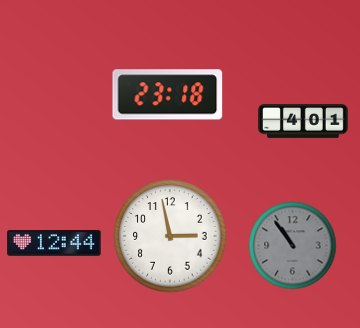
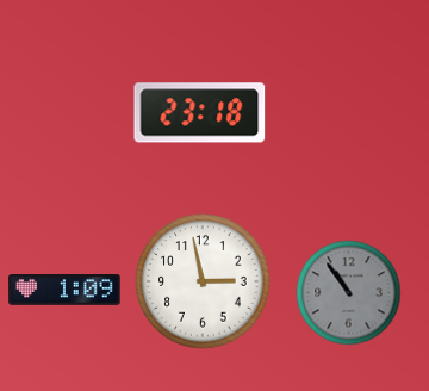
clock at (303, 121): 4:01 -> none
clock at (54, 244): 12:44 -> 1:09
